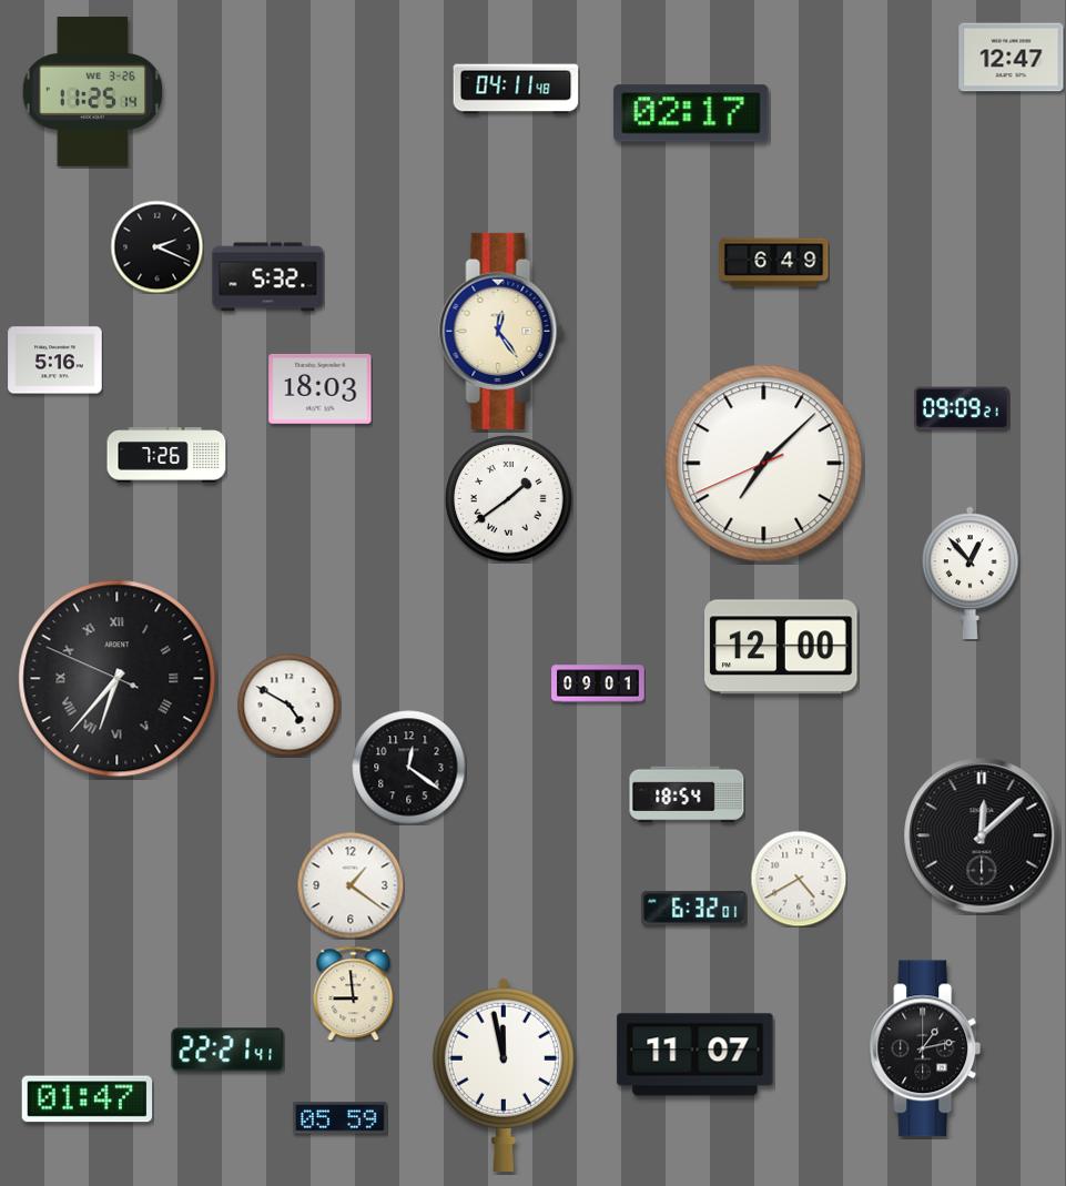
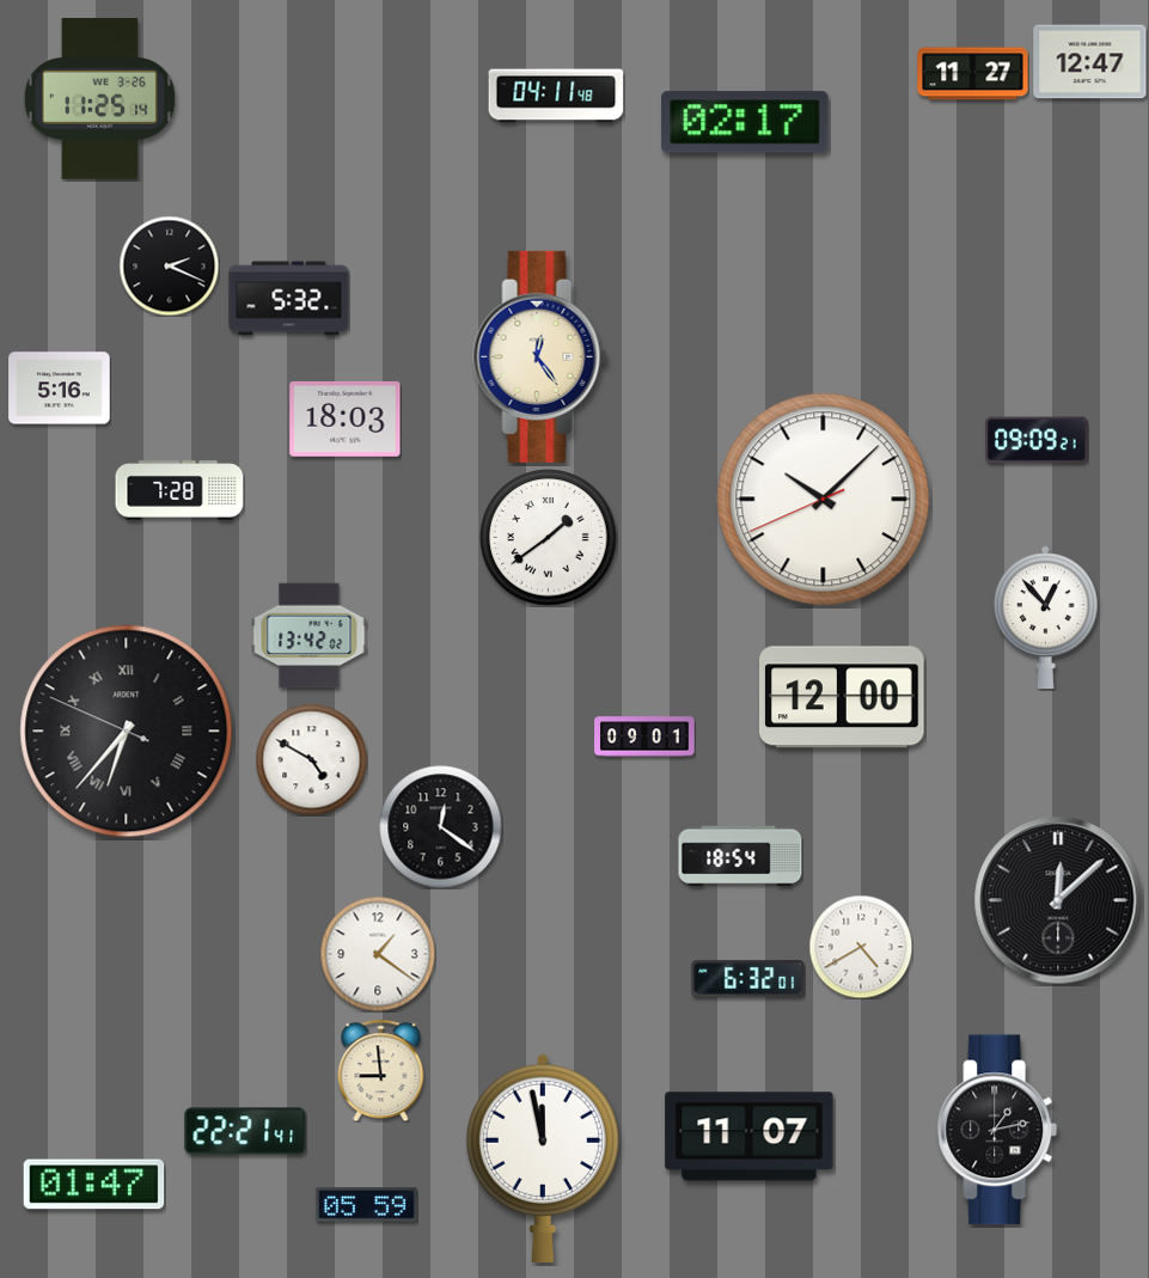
clock at (973, 74): none -> 11:27
clock at (774, 263): 6:49 -> none
clock at (166, 455): 7:26 -> 7:28
clock at (764, 464): 7:07 -> 10:07
clock at (310, 636): none -> 13:42
